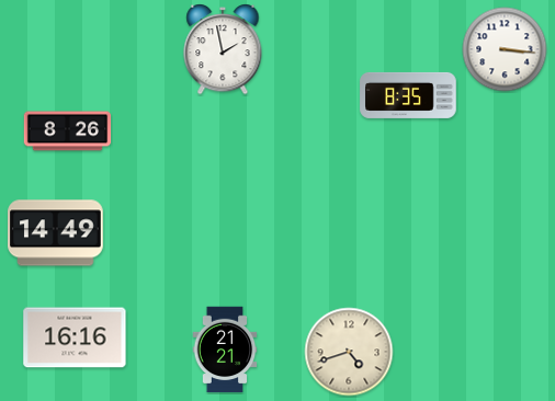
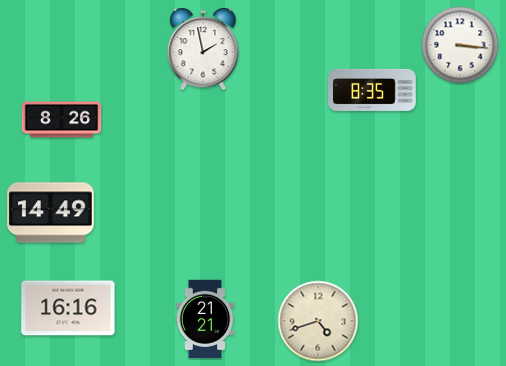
clock at (223, 49) position: (223, 49) -> (203, 49)
clock at (408, 95) position: (408, 95) -> (372, 90)
